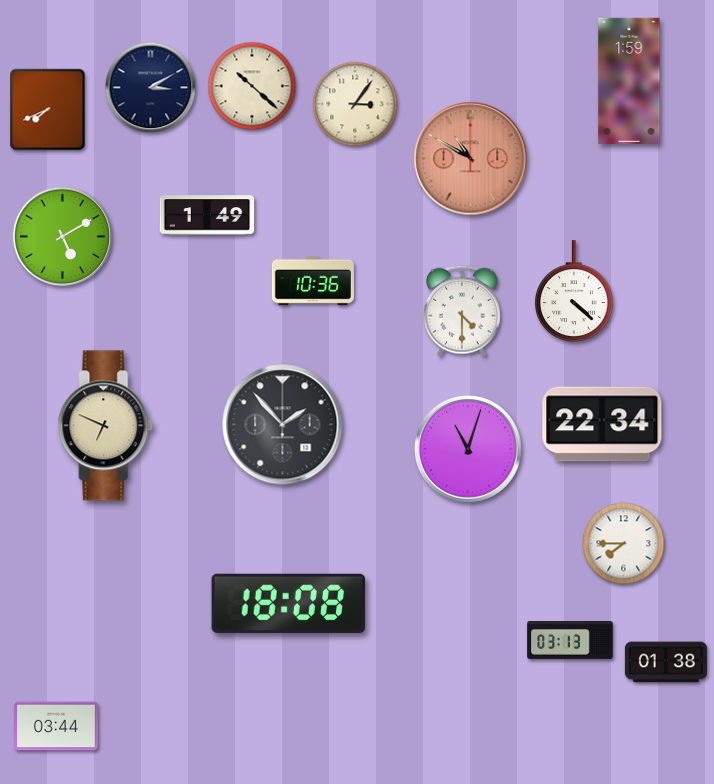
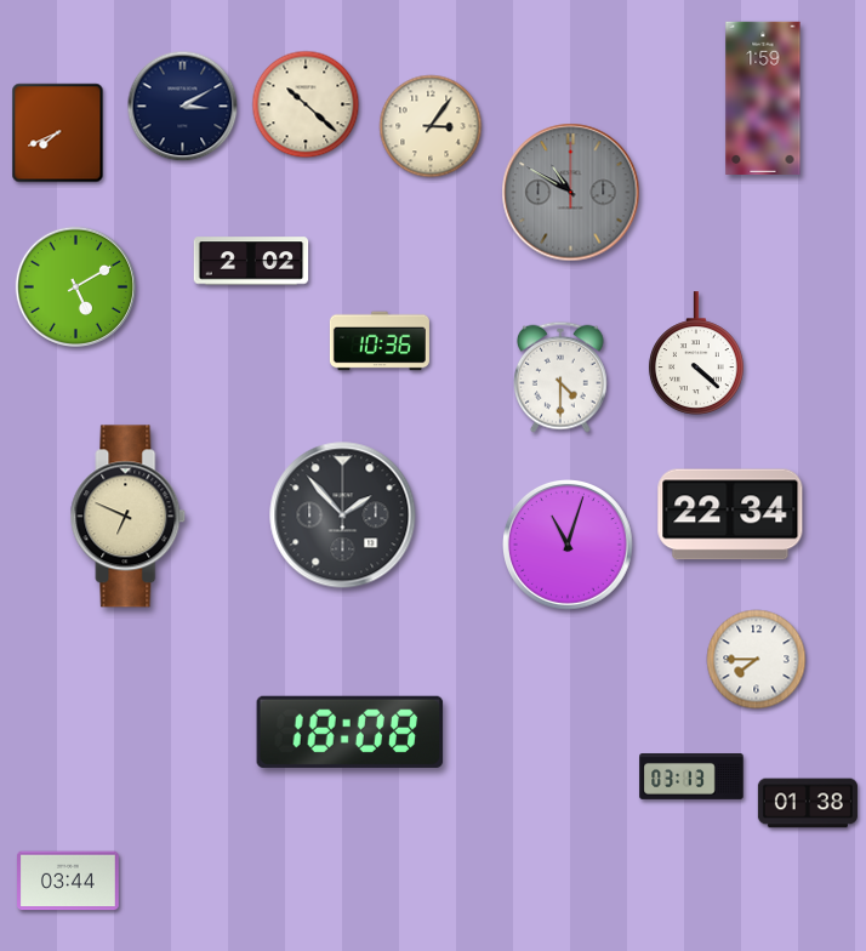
clock at (471, 159) dial: salmon -> grey
clock at (207, 215): 1:49 -> 2:02
